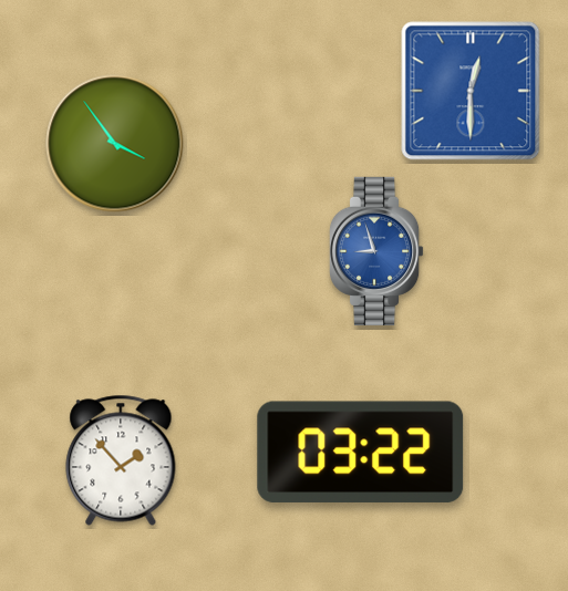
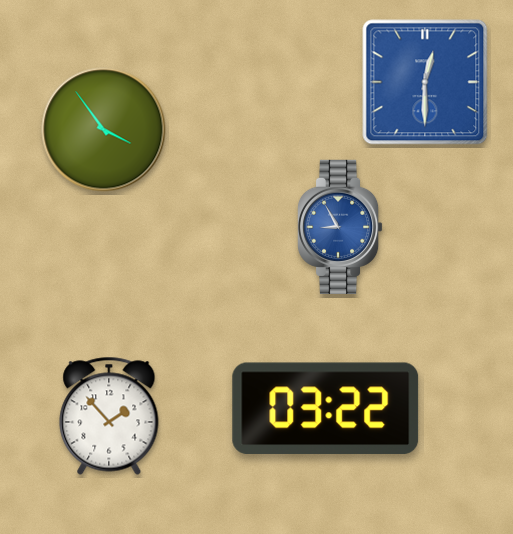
clock at (376, 251): 8:57 -> 8:55
